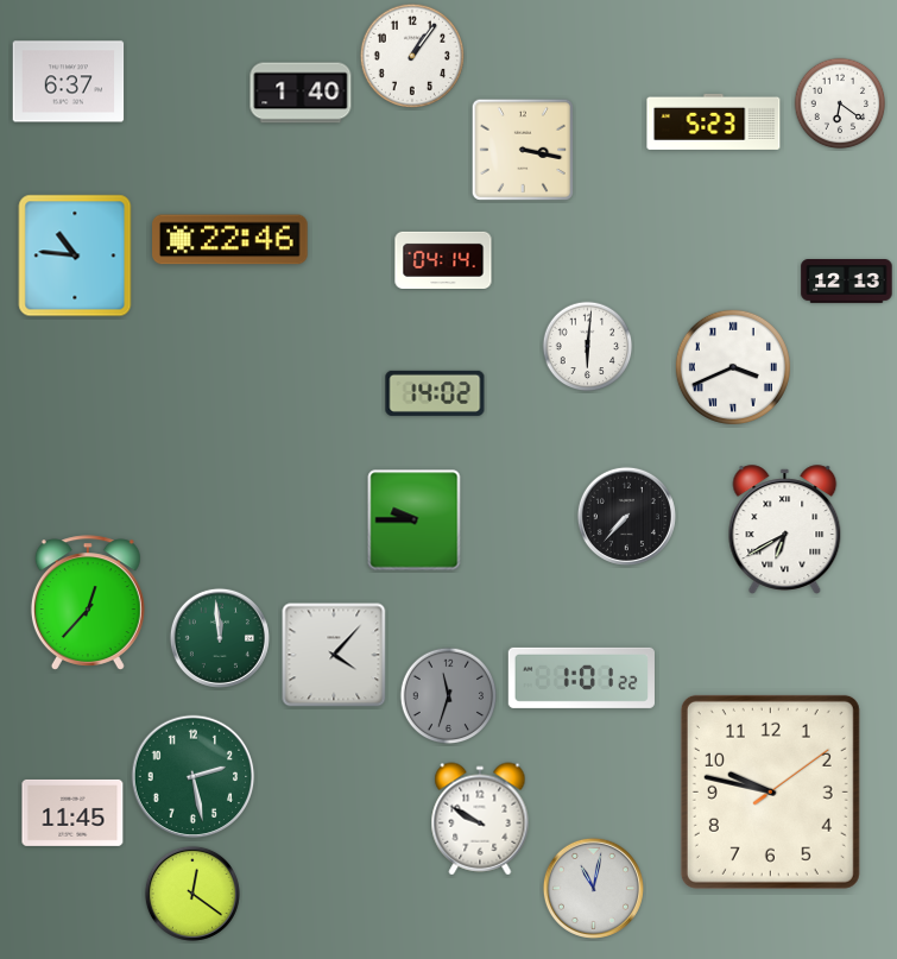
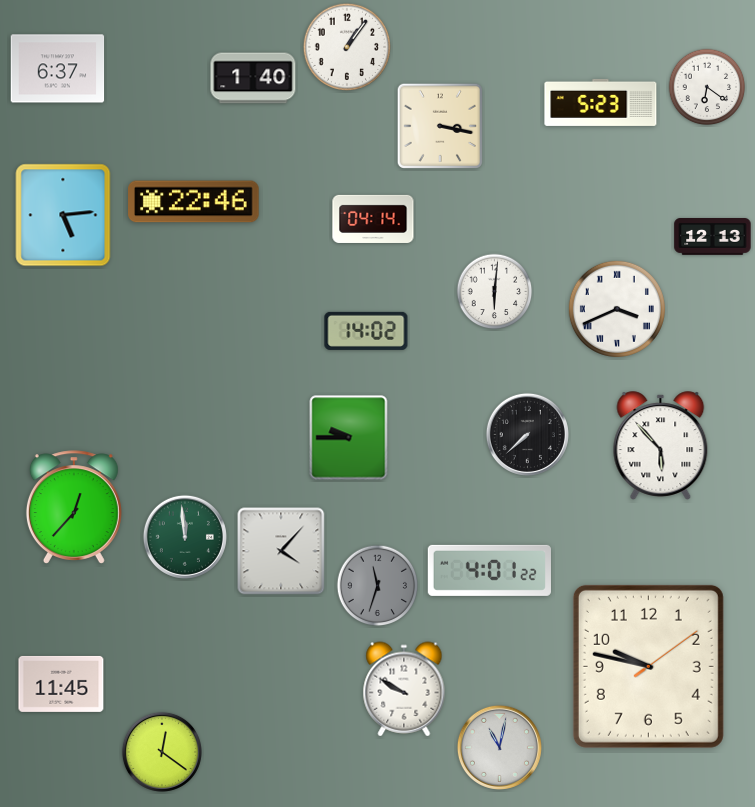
clock at (75, 255): 10:46 -> 5:14
clock at (626, 516): 7:37 -> 7:38
clock at (785, 530): 6:40 -> 5:53
clock at (581, 677): 1:01 -> 4:01
clock at (194, 777): 2:28 -> none
